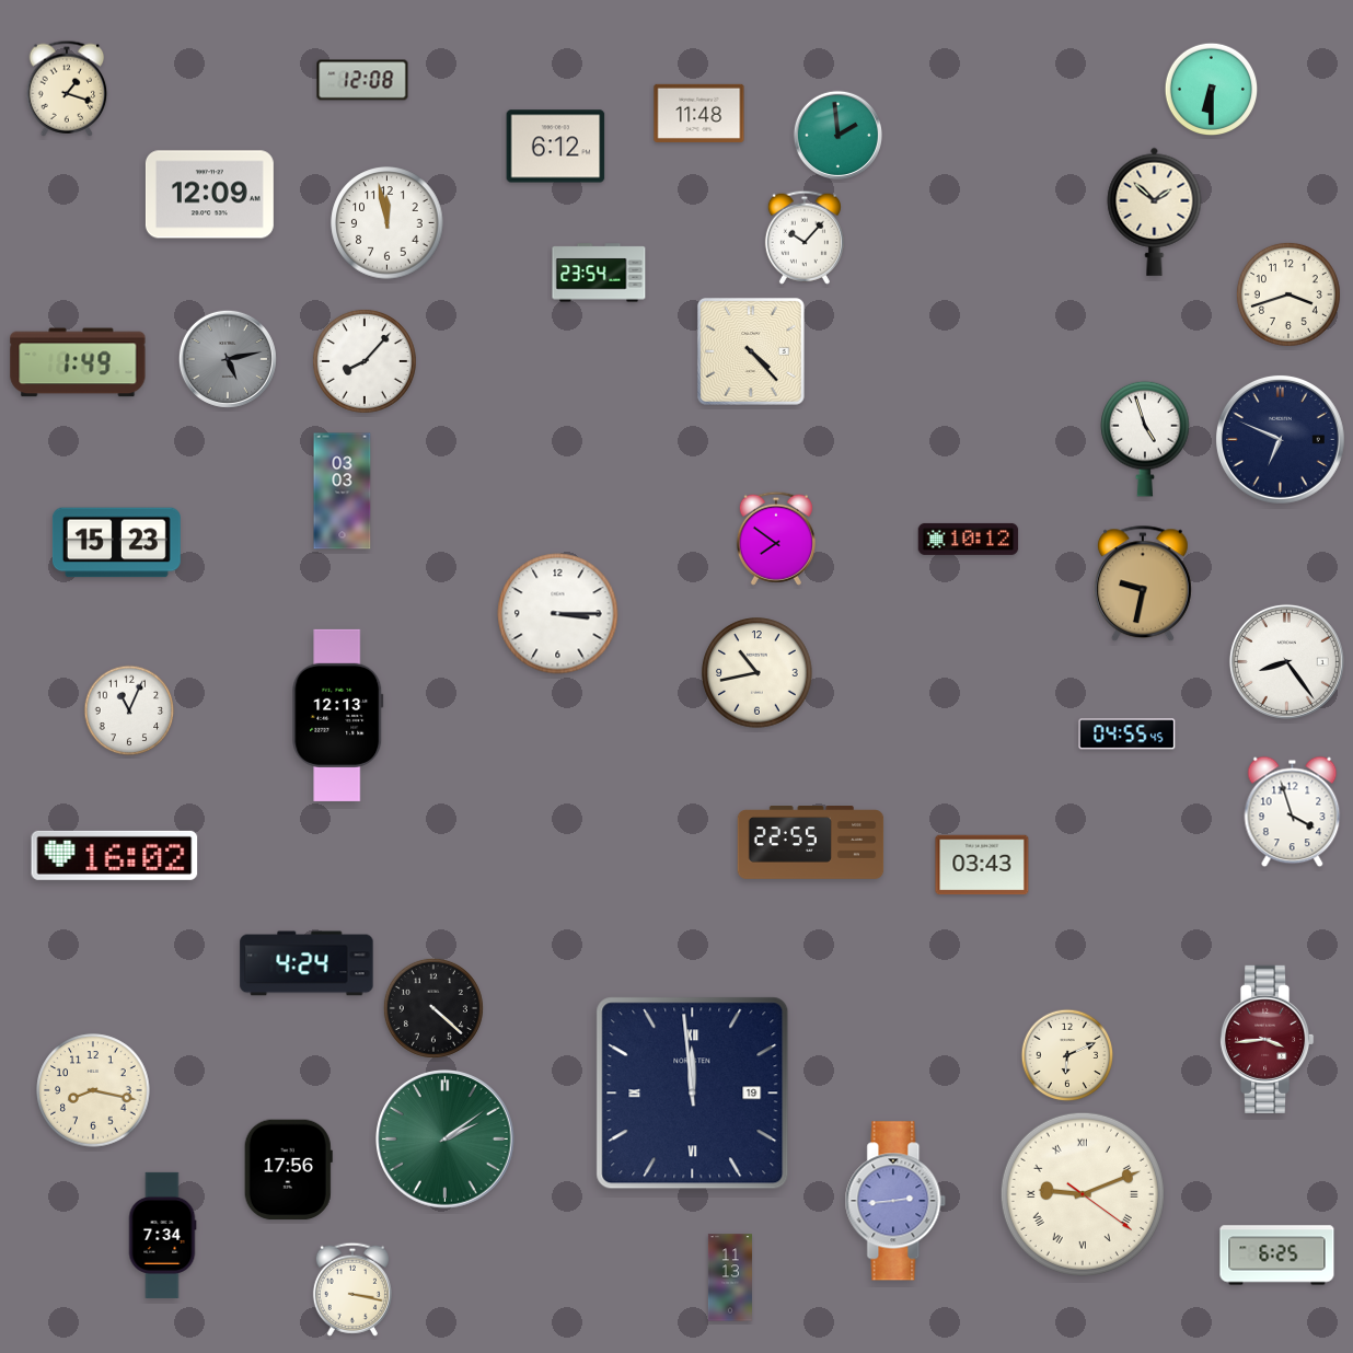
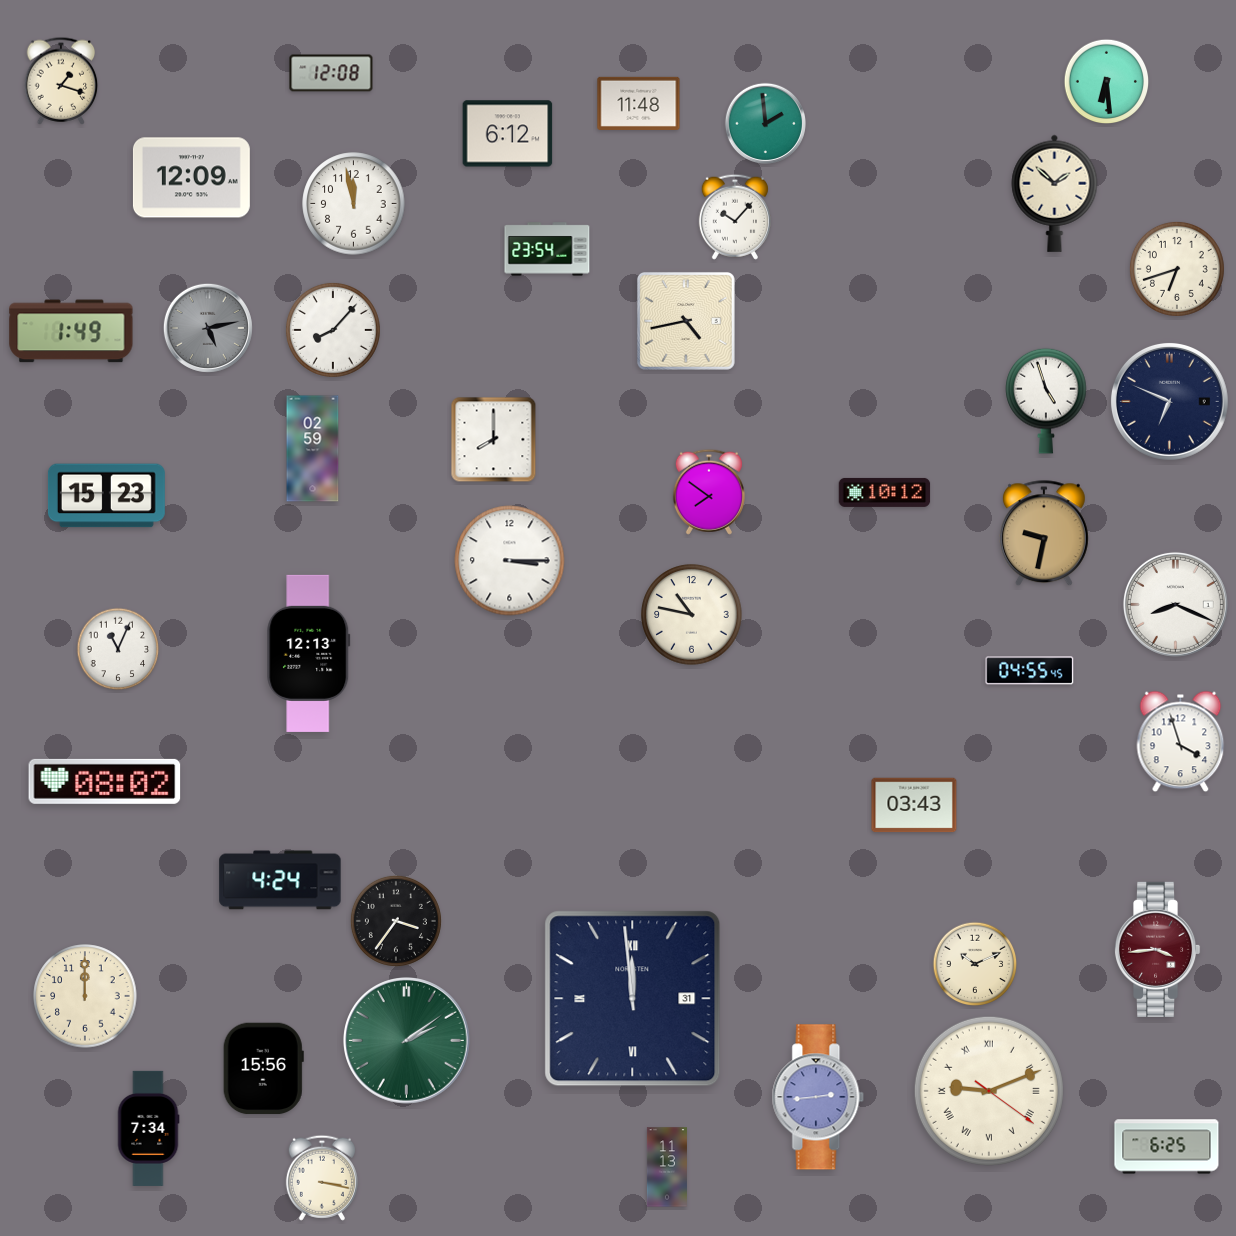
clock at (1212, 90): 6:30 -> 6:29
clock at (1288, 294): 3:42 -> 6:42
clock at (751, 351): 4:23 -> 4:43
clock at (494, 440): none -> 8:00
clock at (343, 492): 03:03 -> 02:59
clock at (1286, 661): 8:24 -> 8:19
clock at (758, 673): 10:43 -> 10:47
clock at (811, 843): 22:55 -> none
clock at (115, 855): 16:02 -> 08:02
clock at (982, 865) position: (982, 865) -> (914, 805)
clock at (433, 1008): 4:22 -> 3:36
clock at (1067, 1055): 6:11 -> 10:11
clock at (93, 1090): 8:17 -> 12:00
clock at (693, 1094) date: 19 -> 31
clock at (288, 1170): 17:56 -> 15:56
